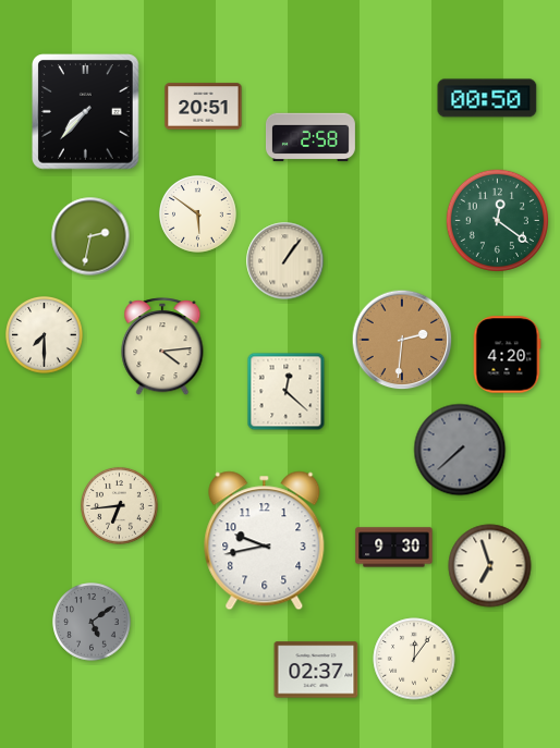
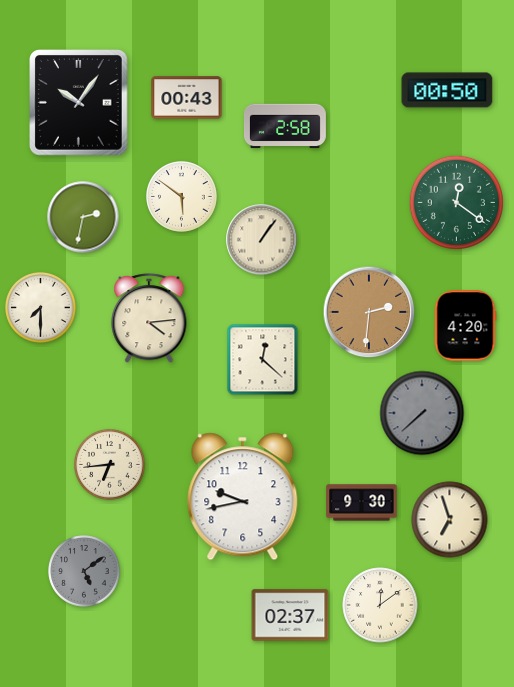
clock at (204, 107): 20:51 -> 00:43
clock at (86, 112): 7:37 -> 10:06
clock at (414, 659): 12:06 -> 12:09
